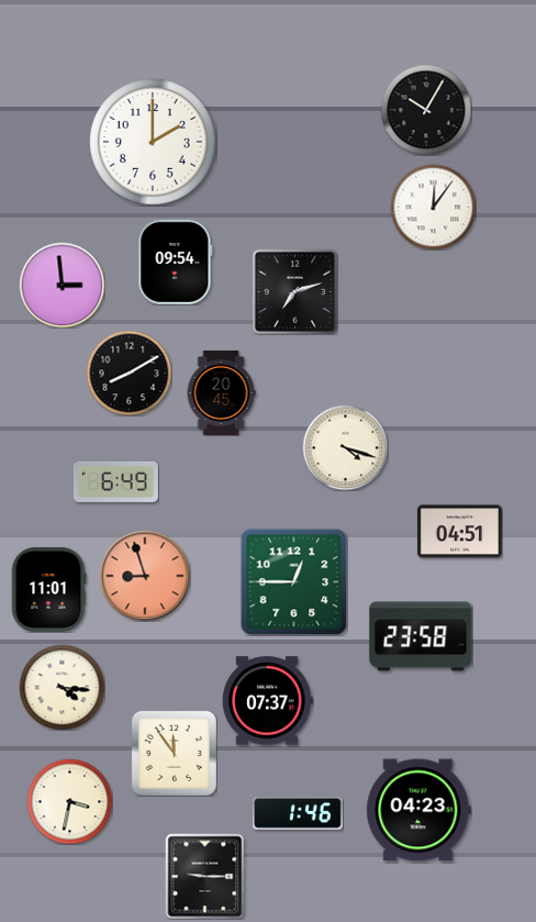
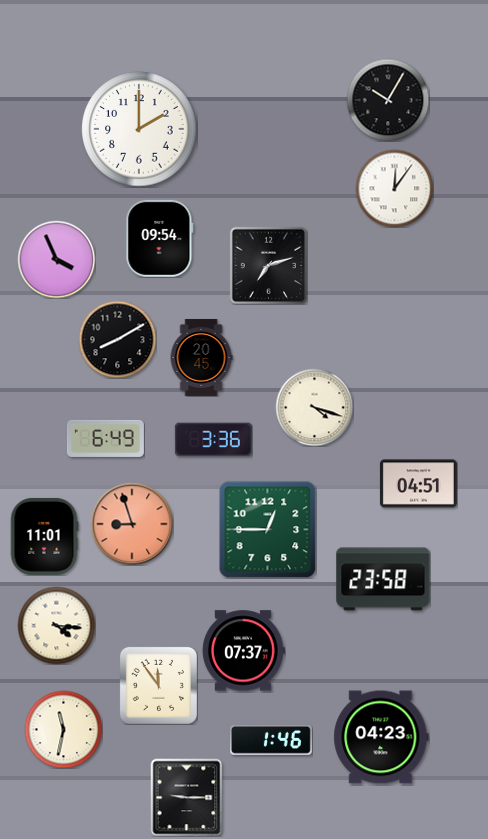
clock at (62, 285): 2:59 -> 3:56
clock at (213, 440): none -> 3:36
clock at (268, 701) position: (268, 701) -> (244, 651)
clock at (69, 801): 3:32 -> 11:32
